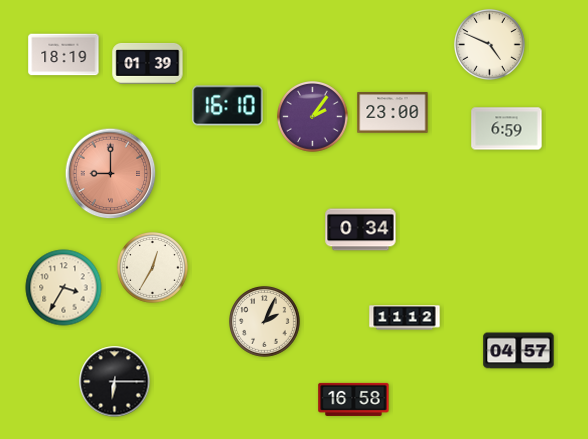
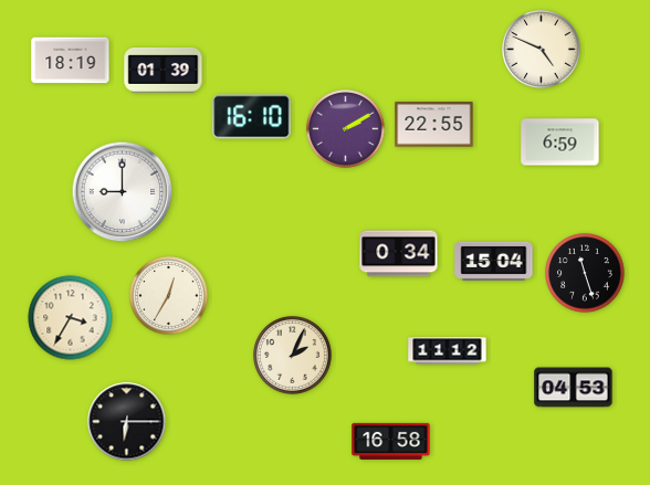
clock at (393, 113): 23:00 -> 22:55
clock at (313, 117): 2:06 -> 2:10
clock at (111, 174) dial: salmon -> white
clock at (494, 261): none -> 15:04
clock at (585, 273): none -> 11:27
clock at (519, 351): 04:57 -> 04:53
